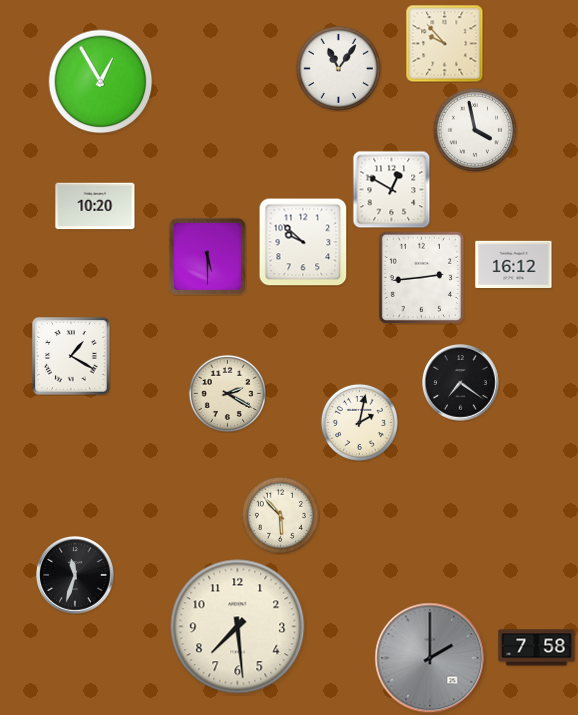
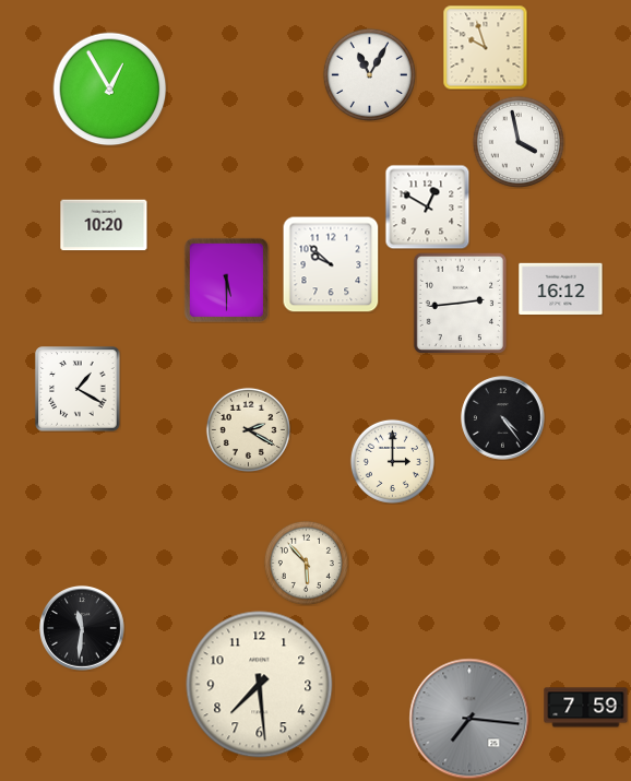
clock at (444, 43): 9:53 -> 9:57
clock at (338, 68): 11:06 -> 11:05
clock at (461, 383): 7:21 -> 4:24
clock at (359, 422): 2:02 -> 3:00
clock at (76, 576): 11:33 -> 11:31
clock at (537, 648): 7:58 -> 7:59
clock at (430, 658): 2:00 -> 7:16
